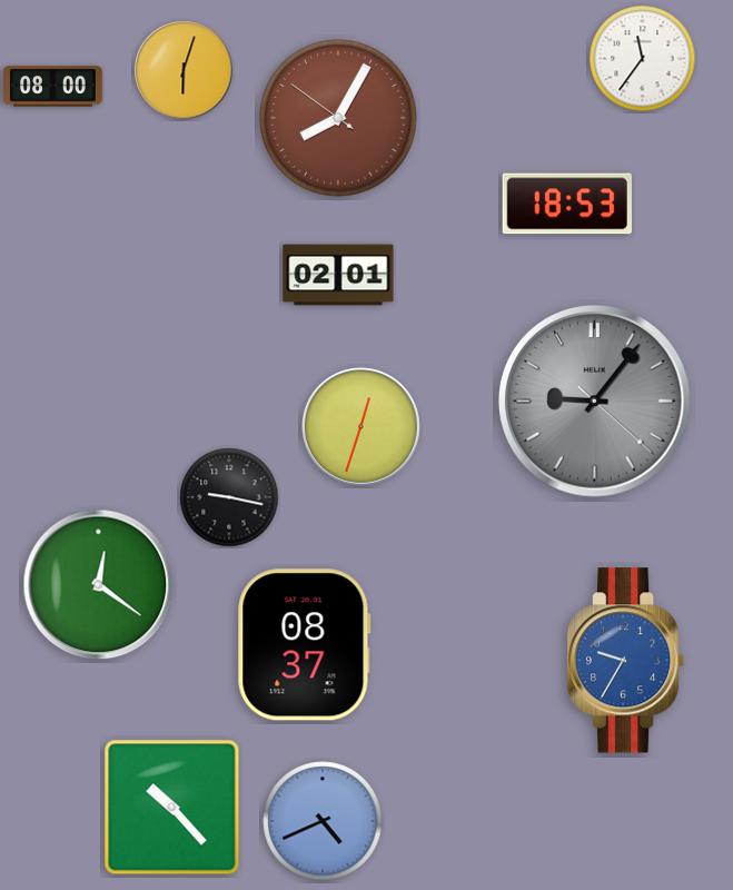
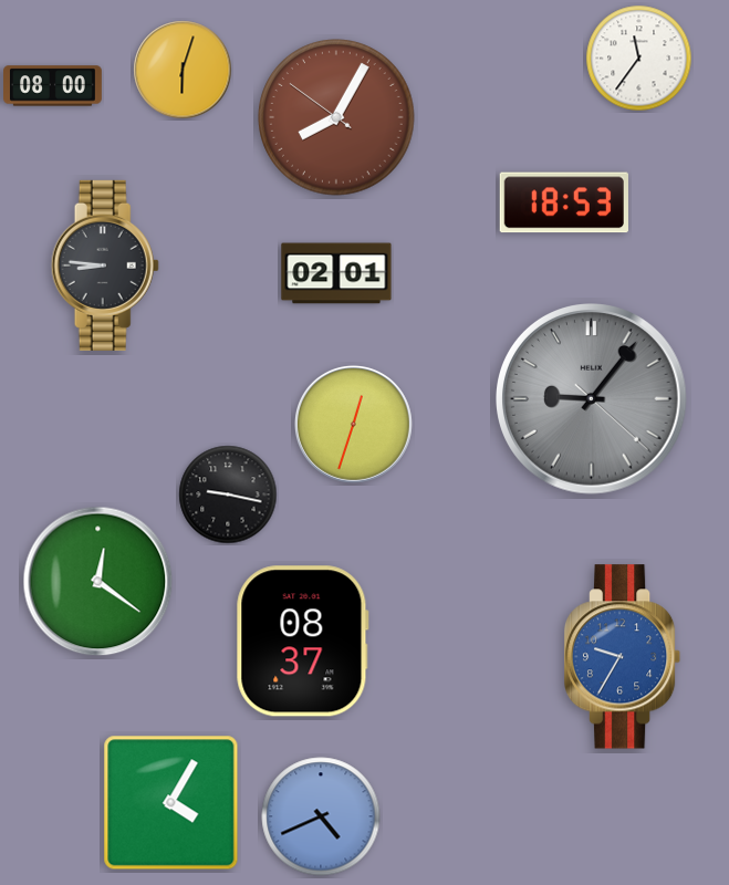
clock at (105, 265): none -> 8:46
clock at (360, 426) position: (360, 426) -> (353, 424)
clock at (172, 808): 10:23 -> 4:05
